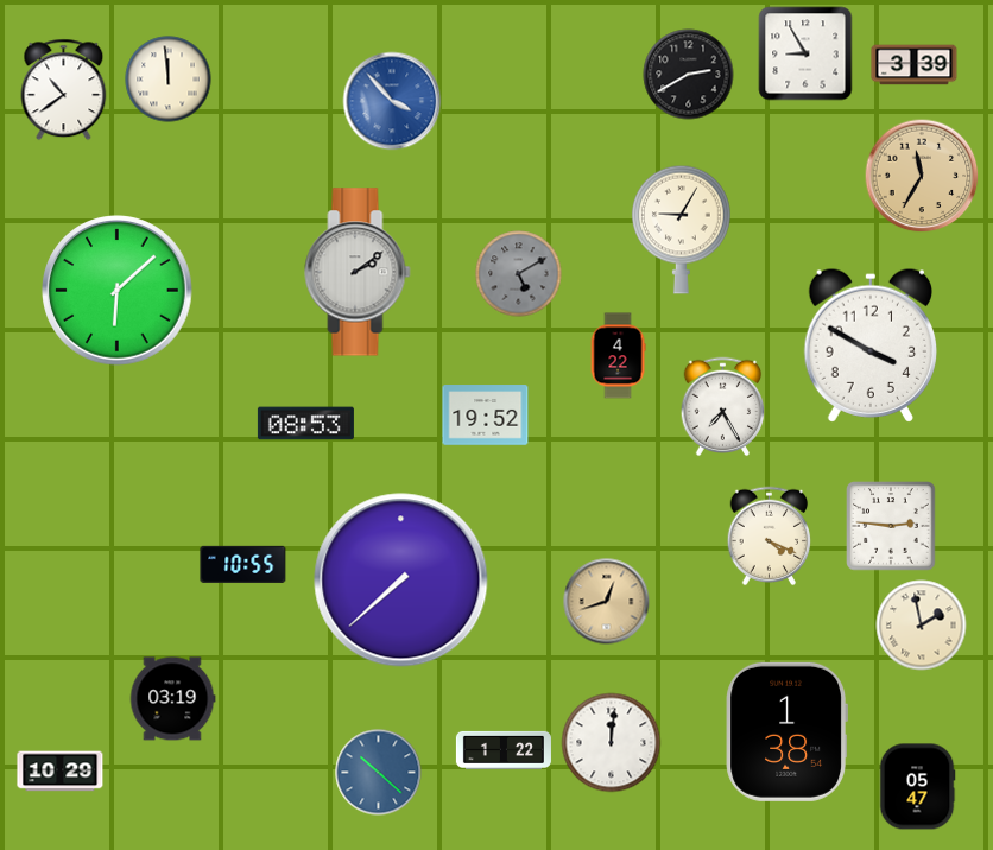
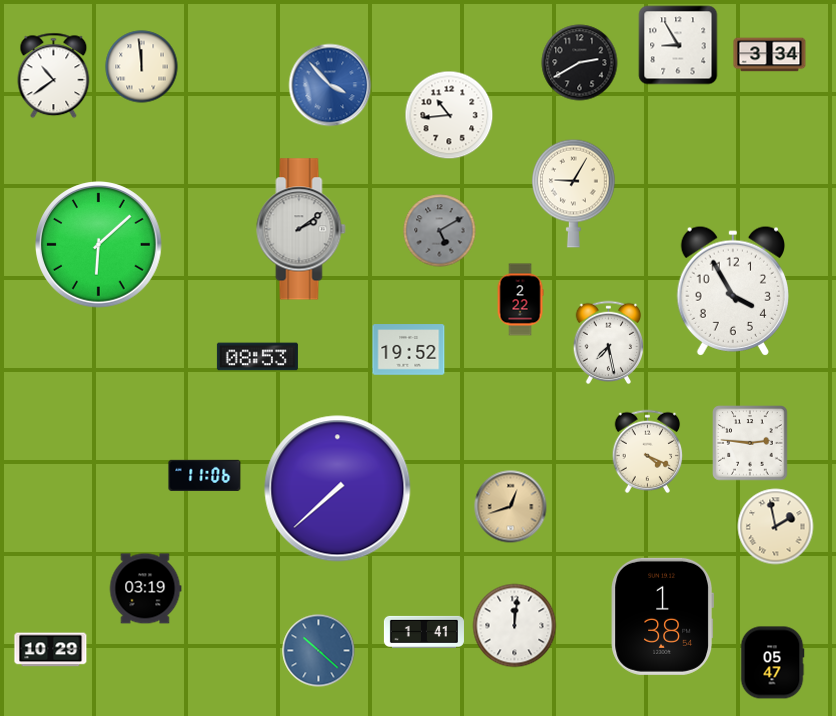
clock at (915, 65): 3:39 -> 3:34
clock at (449, 115): none -> 10:44
clock at (922, 176): 11:35 -> none
clock at (519, 274) position: (519, 274) -> (440, 231)
clock at (869, 345): 3:50 -> 3:55
clock at (618, 356): 4:22 -> 2:22
clock at (723, 407): 7:25 -> 7:28
clock at (243, 564): 10:55 -> 11:06
clock at (504, 750): 1:22 -> 1:41
